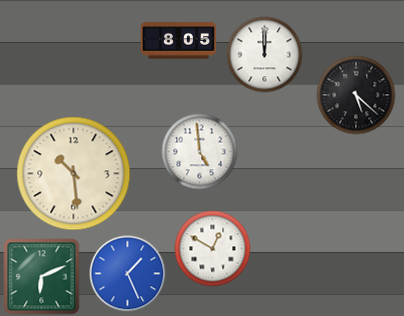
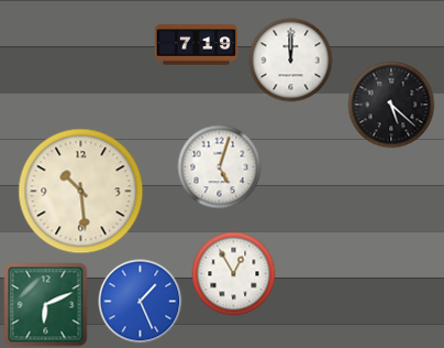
clock at (179, 41): 8:05 -> 7:19
clock at (200, 152): 4:59 -> 5:03
clock at (213, 249): 12:50 -> 12:55
